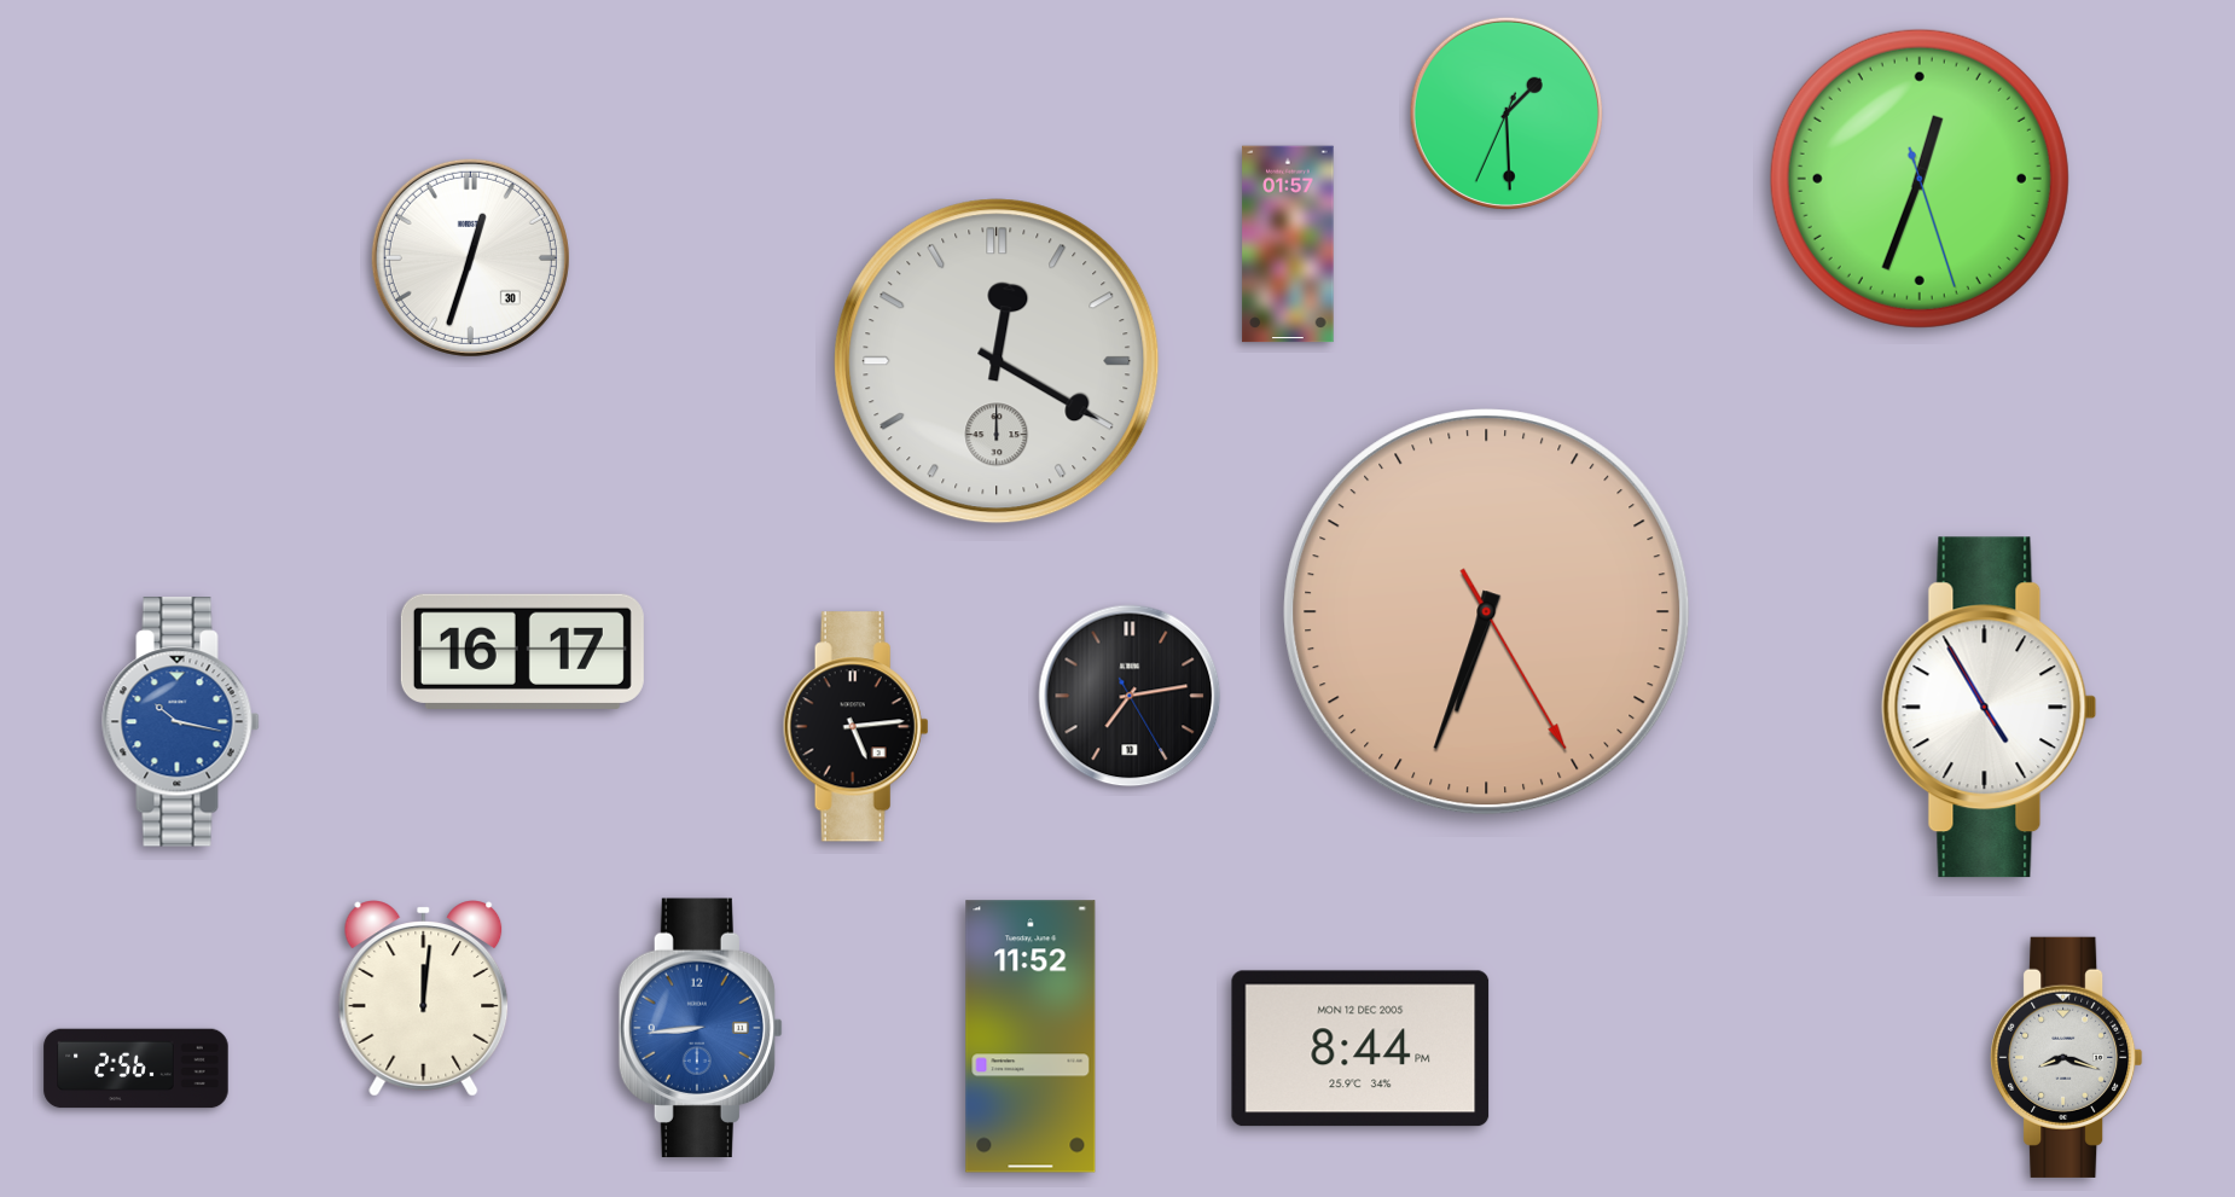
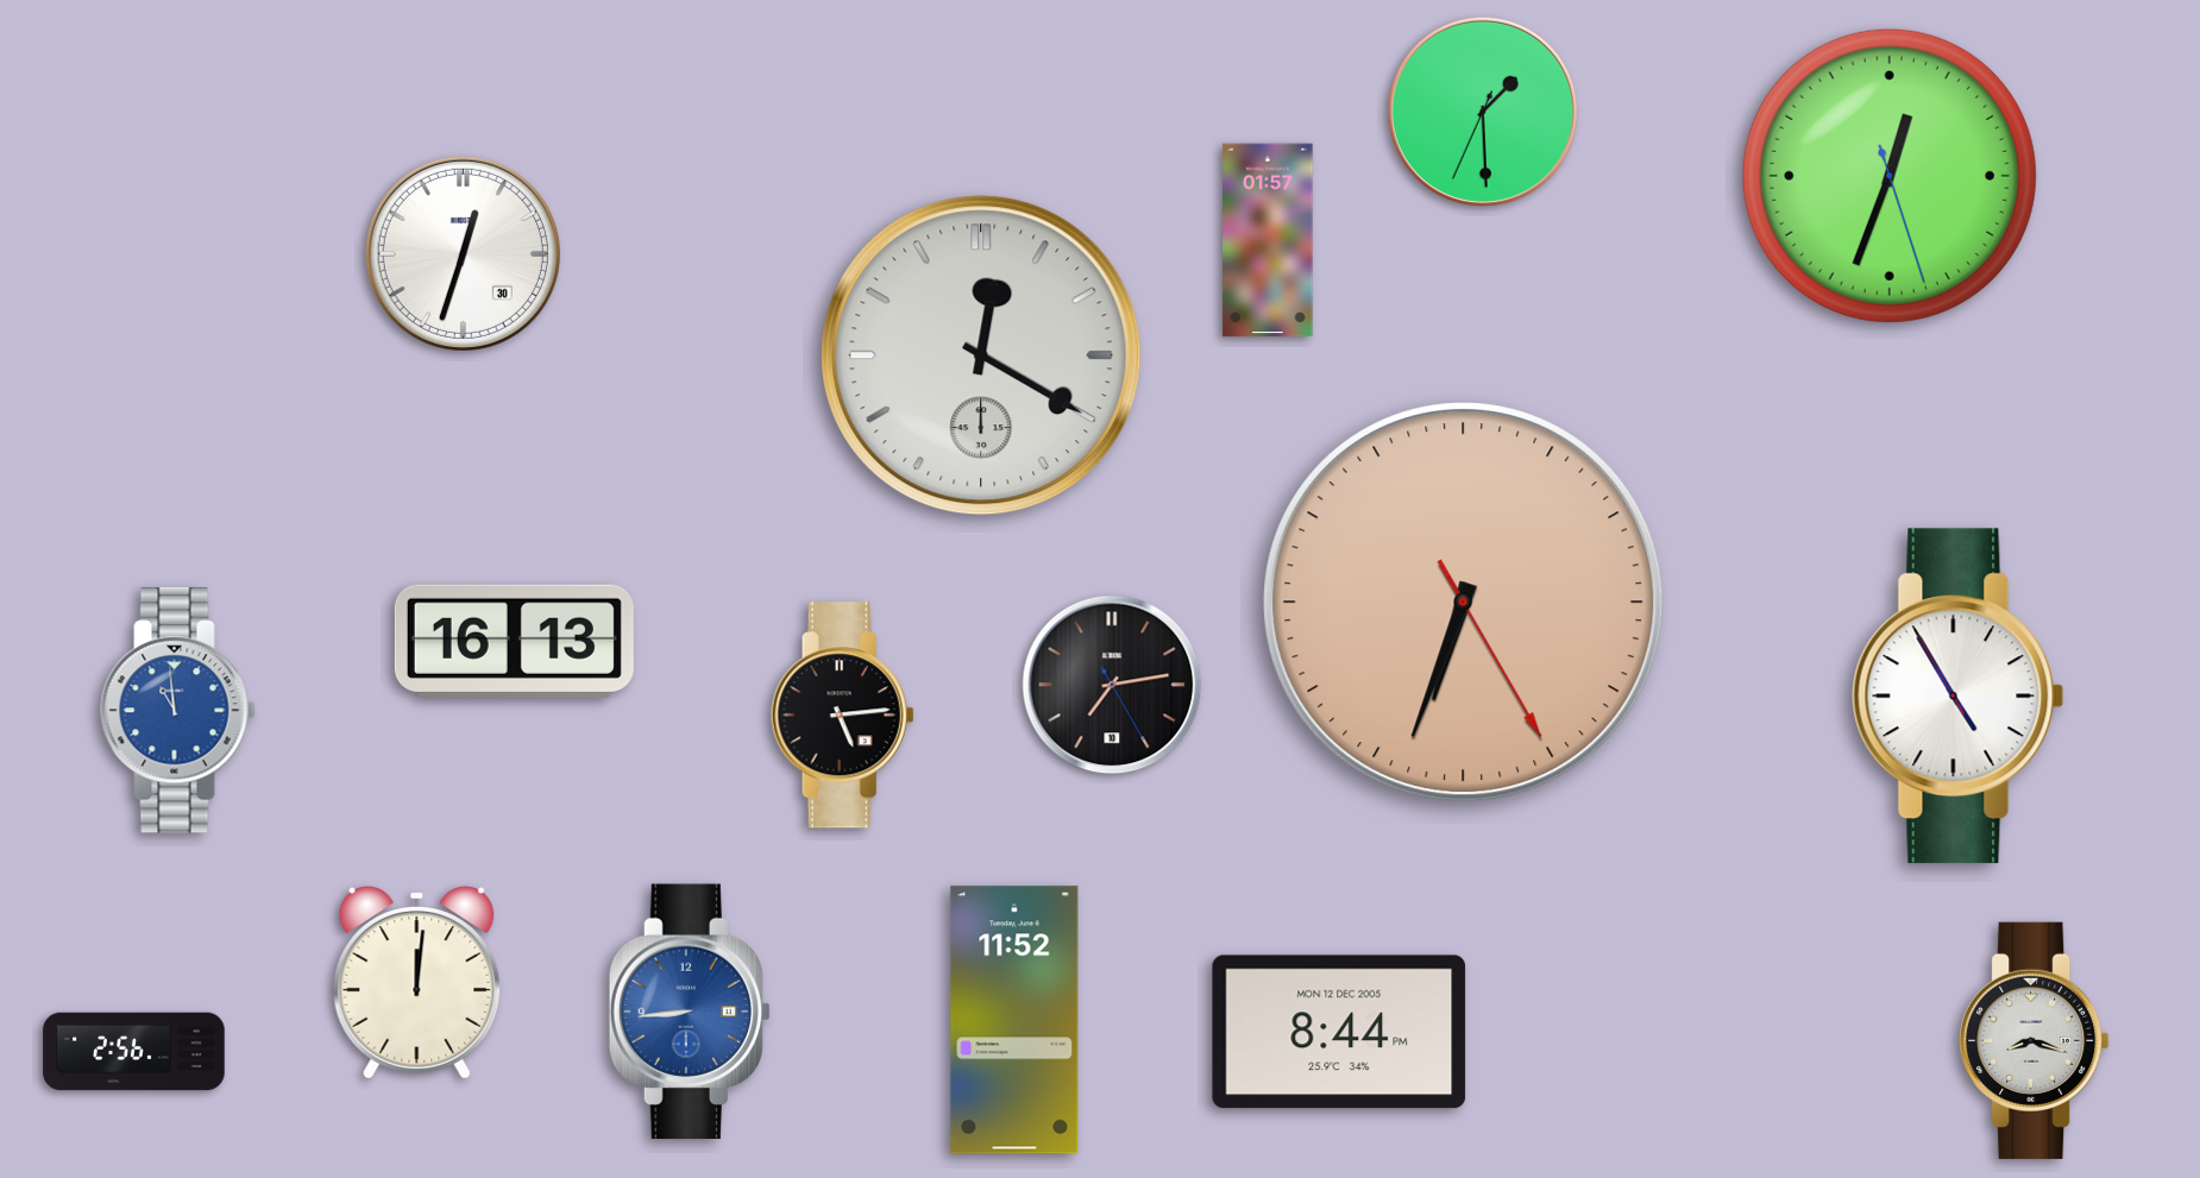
clock at (522, 651): 16:17 -> 16:13
clock at (181, 722): 10:17 -> 10:59
